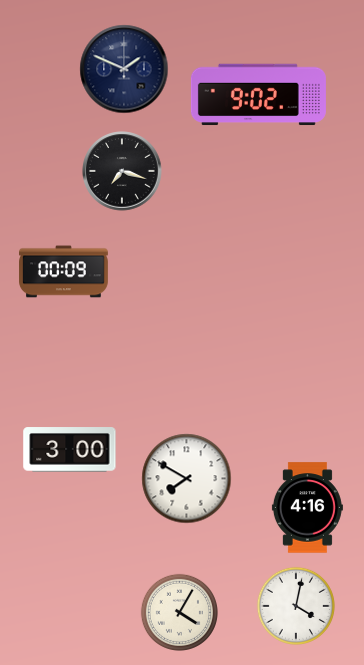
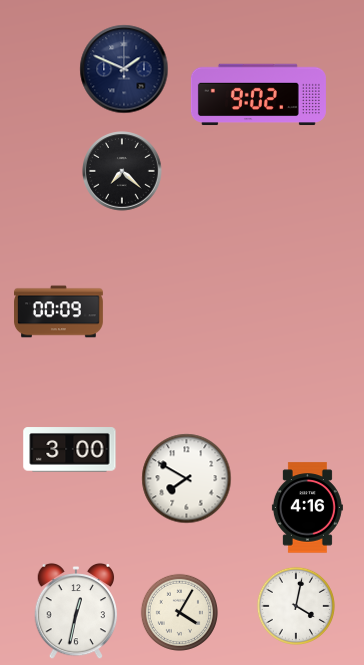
clock at (122, 171): 7:18 -> 7:22
clock at (64, 272) position: (64, 272) -> (59, 312)
clock at (76, 611): none -> 12:32
